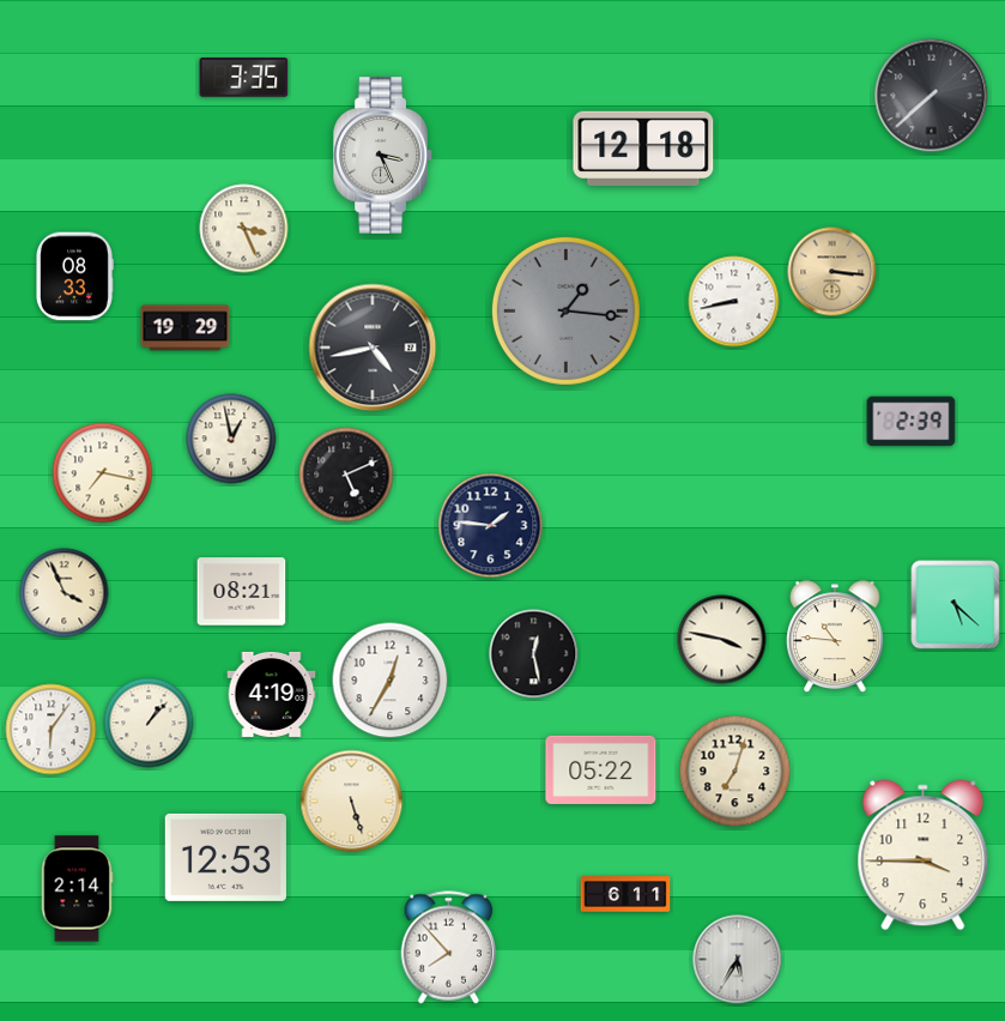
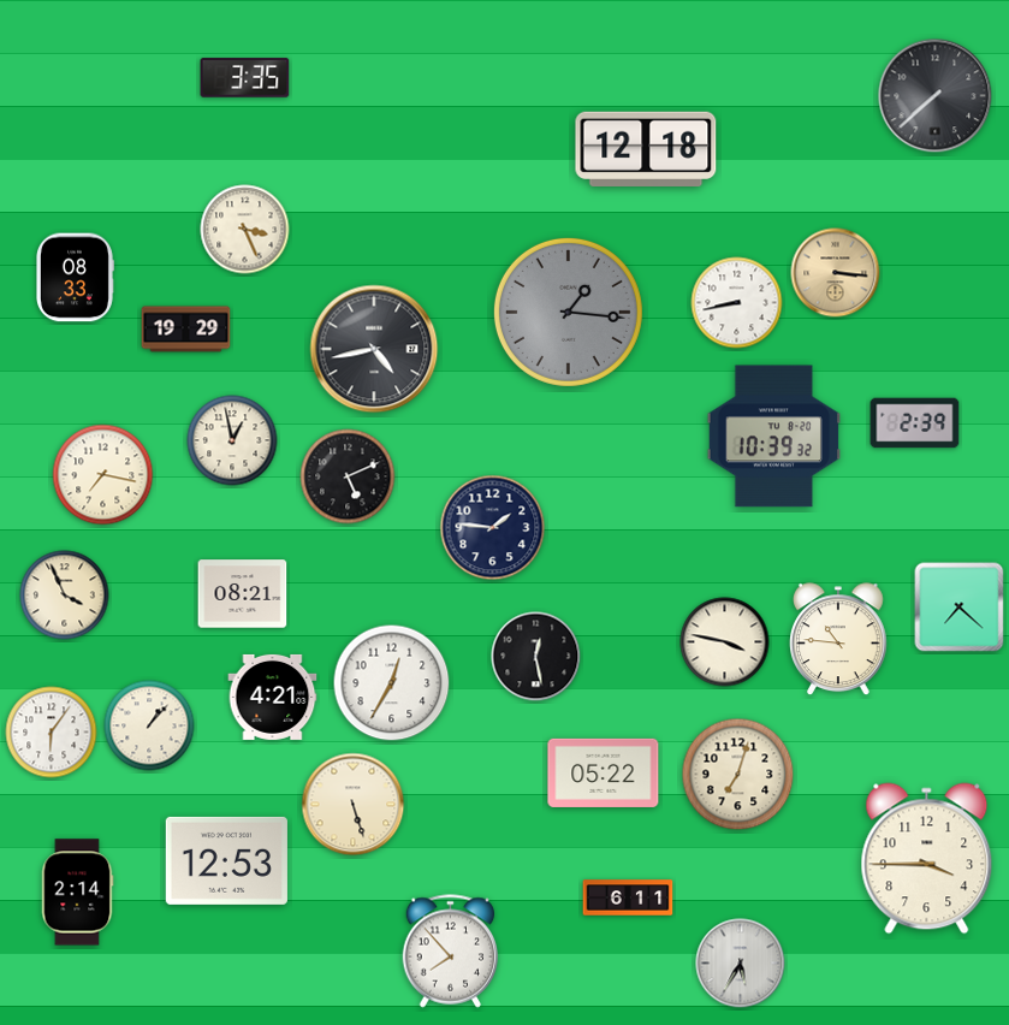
clock at (383, 156): 3:26 -> none
clock at (773, 437): none -> 10:39
clock at (956, 605): 5:22 -> 7:22
clock at (272, 694): 4:19 -> 4:21
